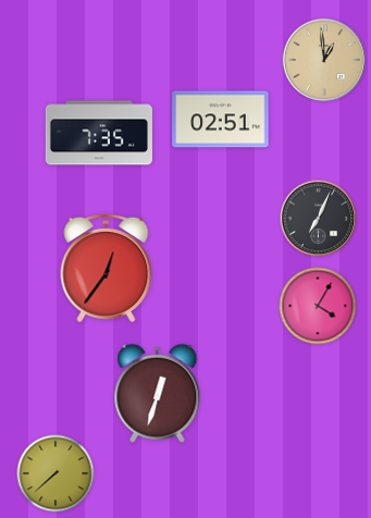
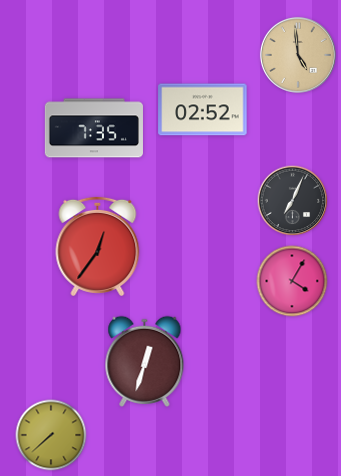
clock at (324, 60): 12:59 -> 4:59
clock at (221, 120): 02:51 -> 02:52
clock at (99, 133) position: (99, 133) -> (94, 128)
